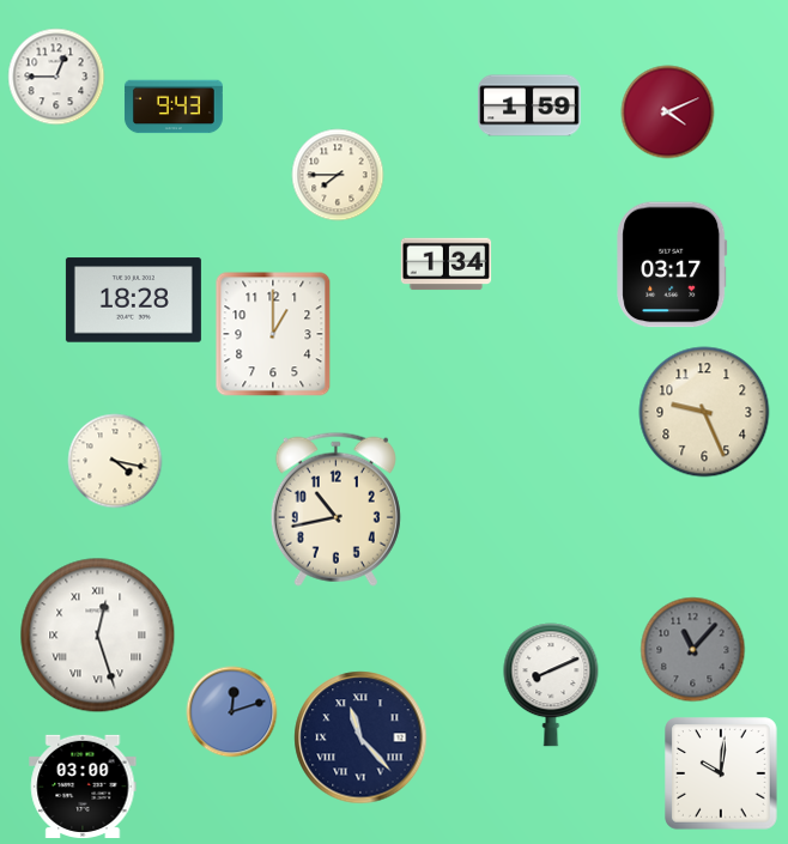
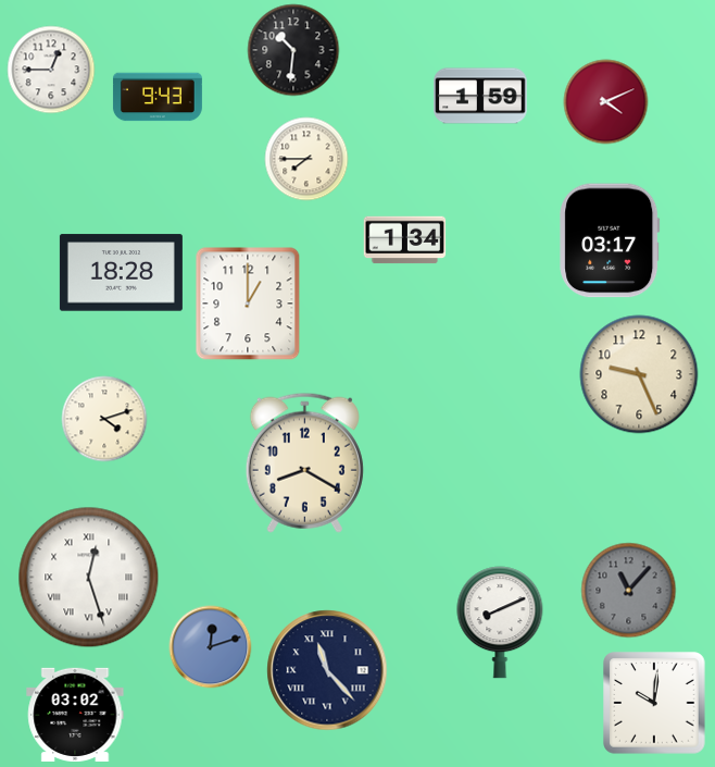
clock at (293, 50): none -> 10:31
clock at (115, 461): 4:17 -> 4:12
clock at (335, 509): 10:43 -> 8:20
clock at (83, 785): 03:00 -> 03:02
